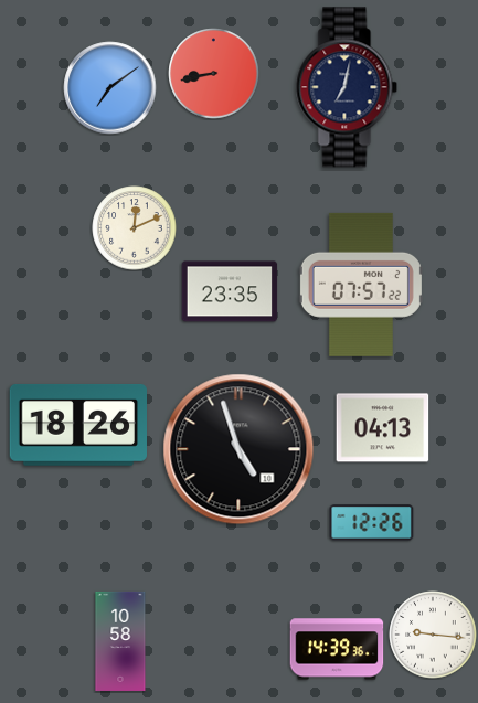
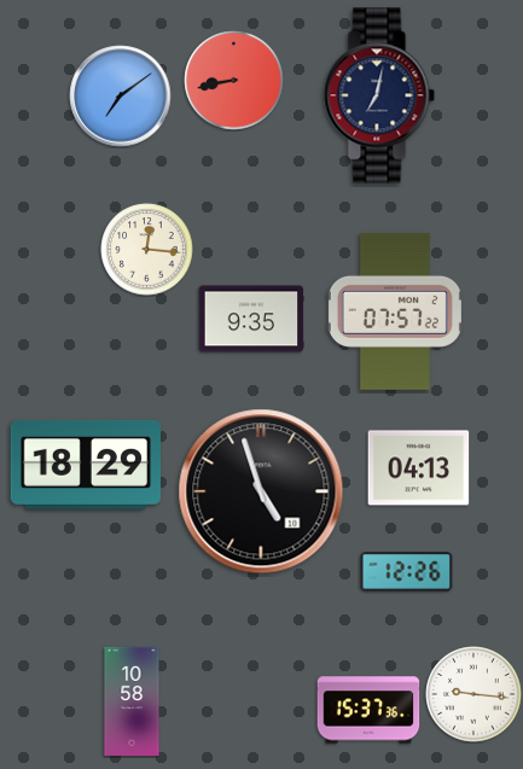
clock at (135, 228): 12:11 -> 12:16
clock at (230, 291): 23:35 -> 9:35
clock at (77, 425): 18:26 -> 18:29
clock at (337, 649): 14:39 -> 15:37
